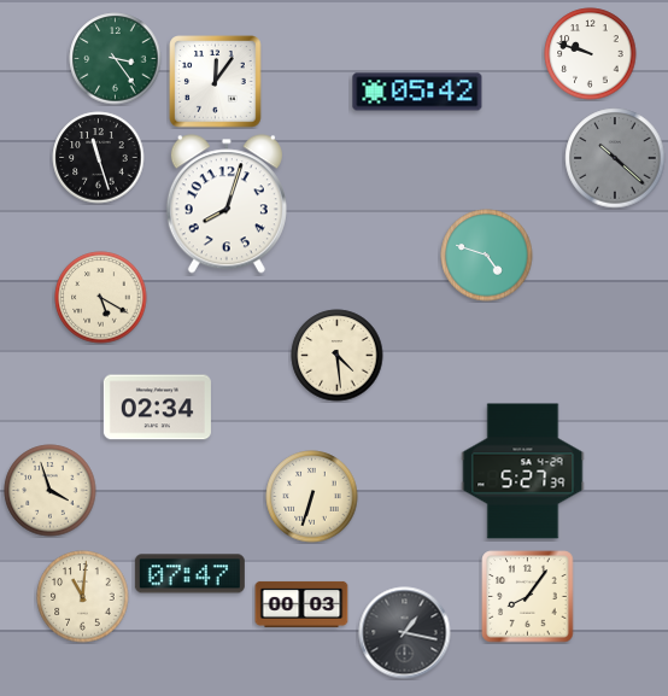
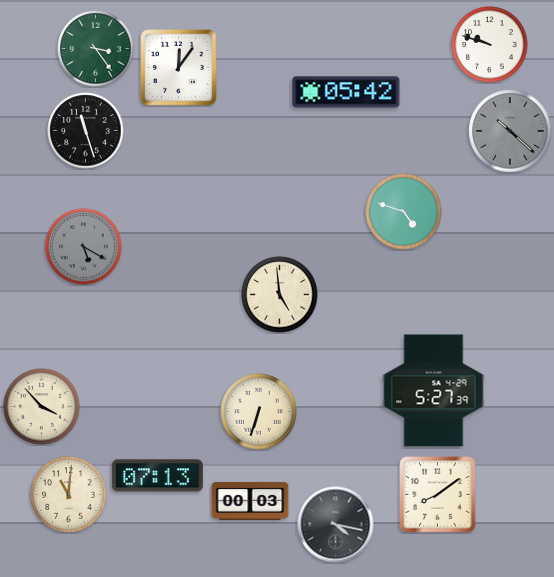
clock at (417, 92) position: (417, 92) -> (346, 92)
clock at (99, 158) position: (99, 158) -> (86, 131)
clock at (227, 204): 8:03 -> none
clock at (101, 298) dial: cream -> grey
clock at (338, 356): 4:29 -> 4:59
clock at (157, 408): 02:34 -> none
clock at (51, 491): 3:57 -> 3:53
clock at (189, 574): 07:47 -> 07:13
clock at (528, 597): 8:06 -> 8:09
clock at (405, 633): 1:17 -> 4:17
